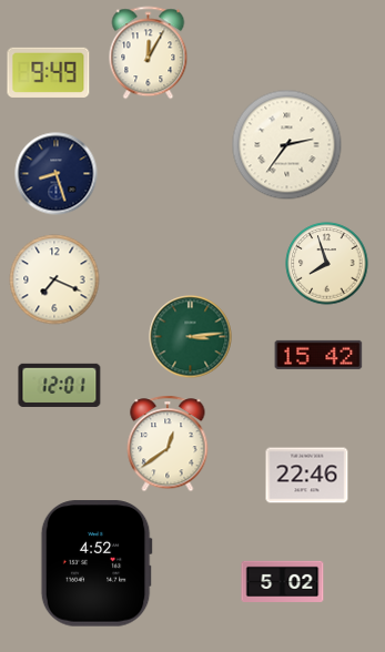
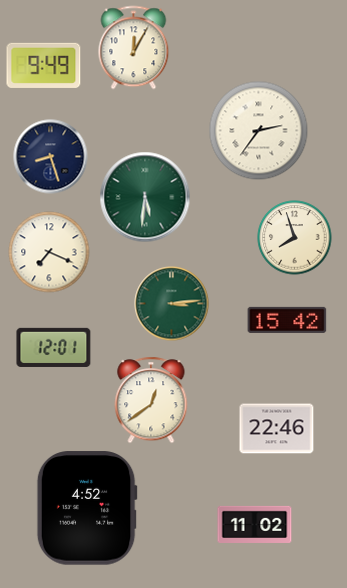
clock at (145, 197): none -> 5:31
clock at (283, 581): 5:02 -> 11:02
